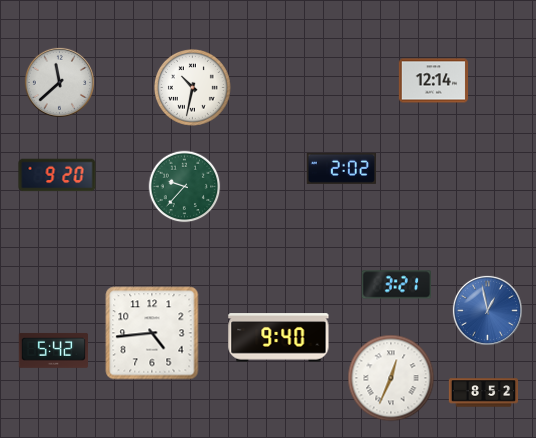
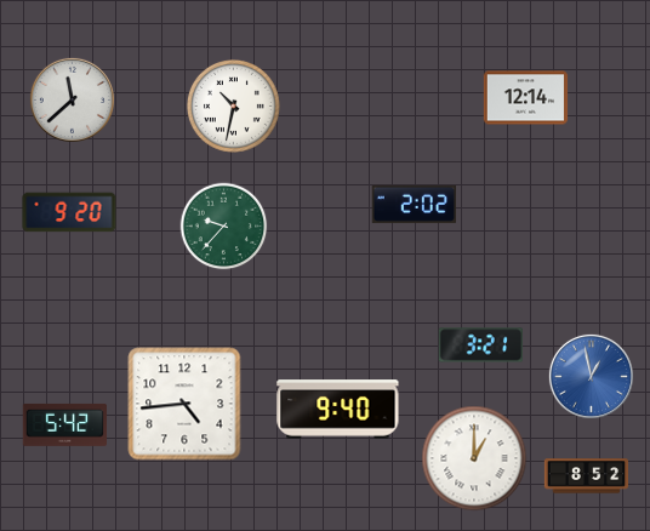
clock at (391, 378): 12:34 -> 1:00
